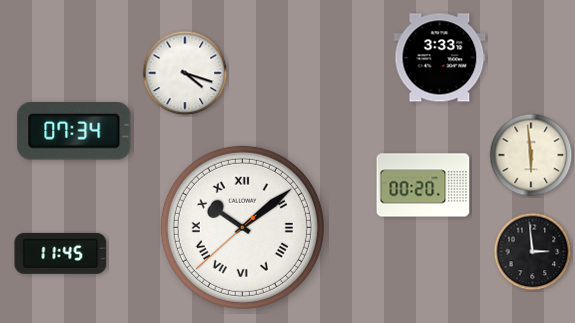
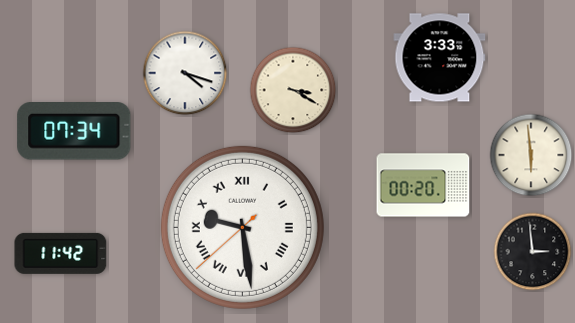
clock at (293, 90): none -> 3:20
clock at (242, 227): 10:08 -> 9:28
clock at (61, 253): 11:45 -> 11:42
